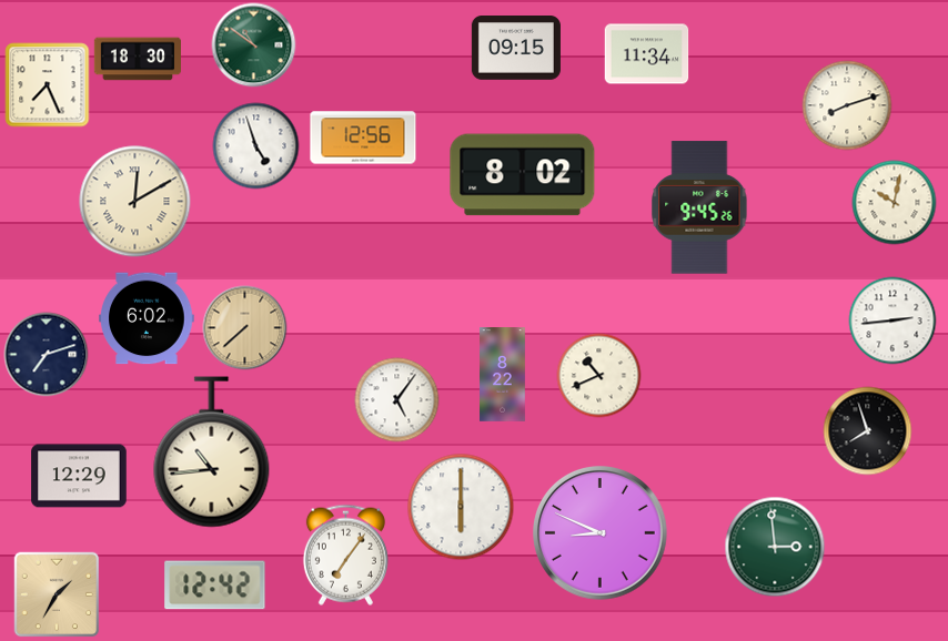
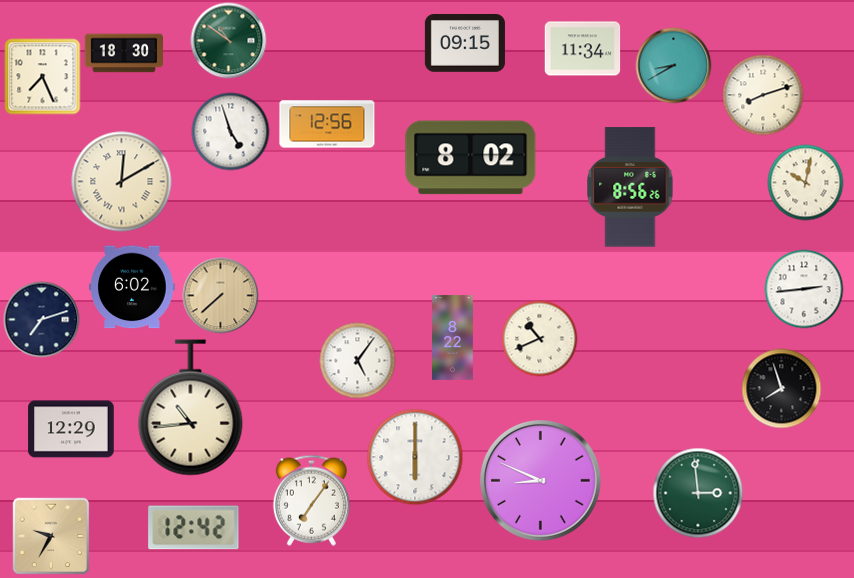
clock at (674, 66): none -> 8:40
clock at (699, 207): 9:45 -> 8:56
clock at (57, 594): 1:35 -> 9:35
